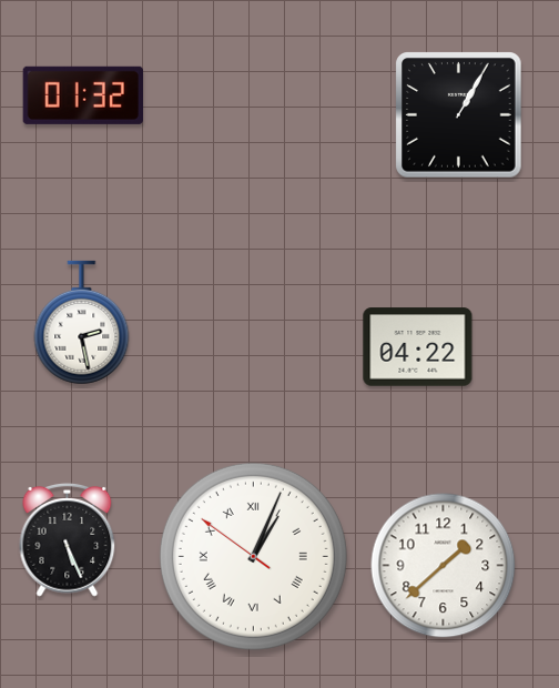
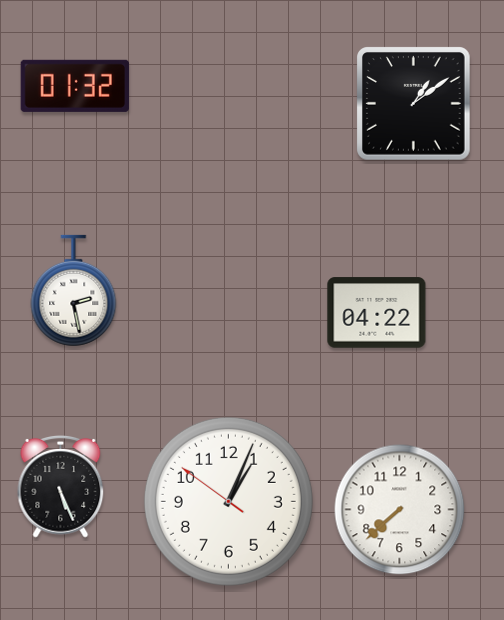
clock at (459, 115): 1:05 -> 1:09
clock at (253, 556) numerals: Roman -> Arabic
clock at (444, 566): 1:38 -> 7:38
